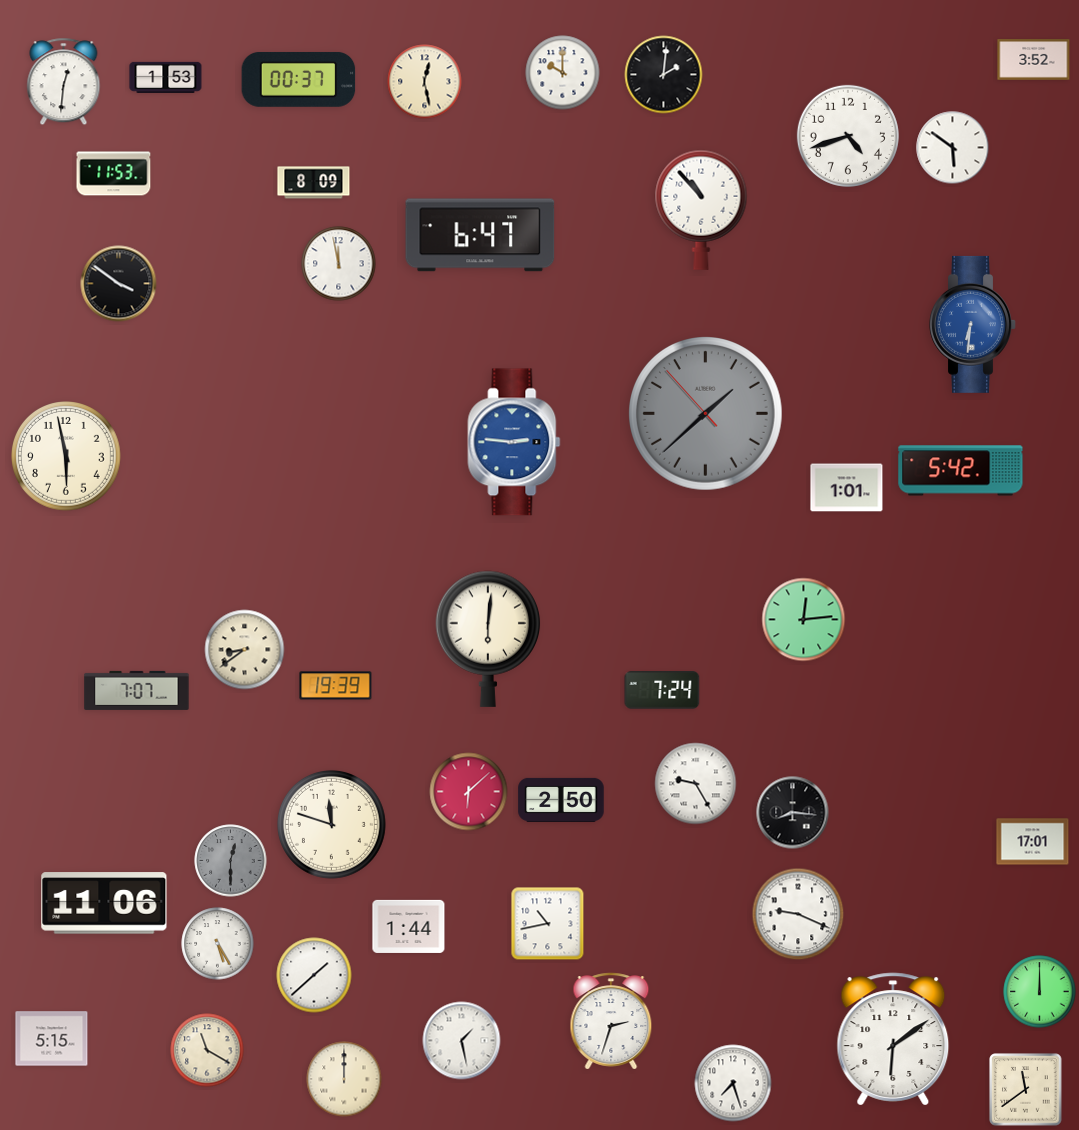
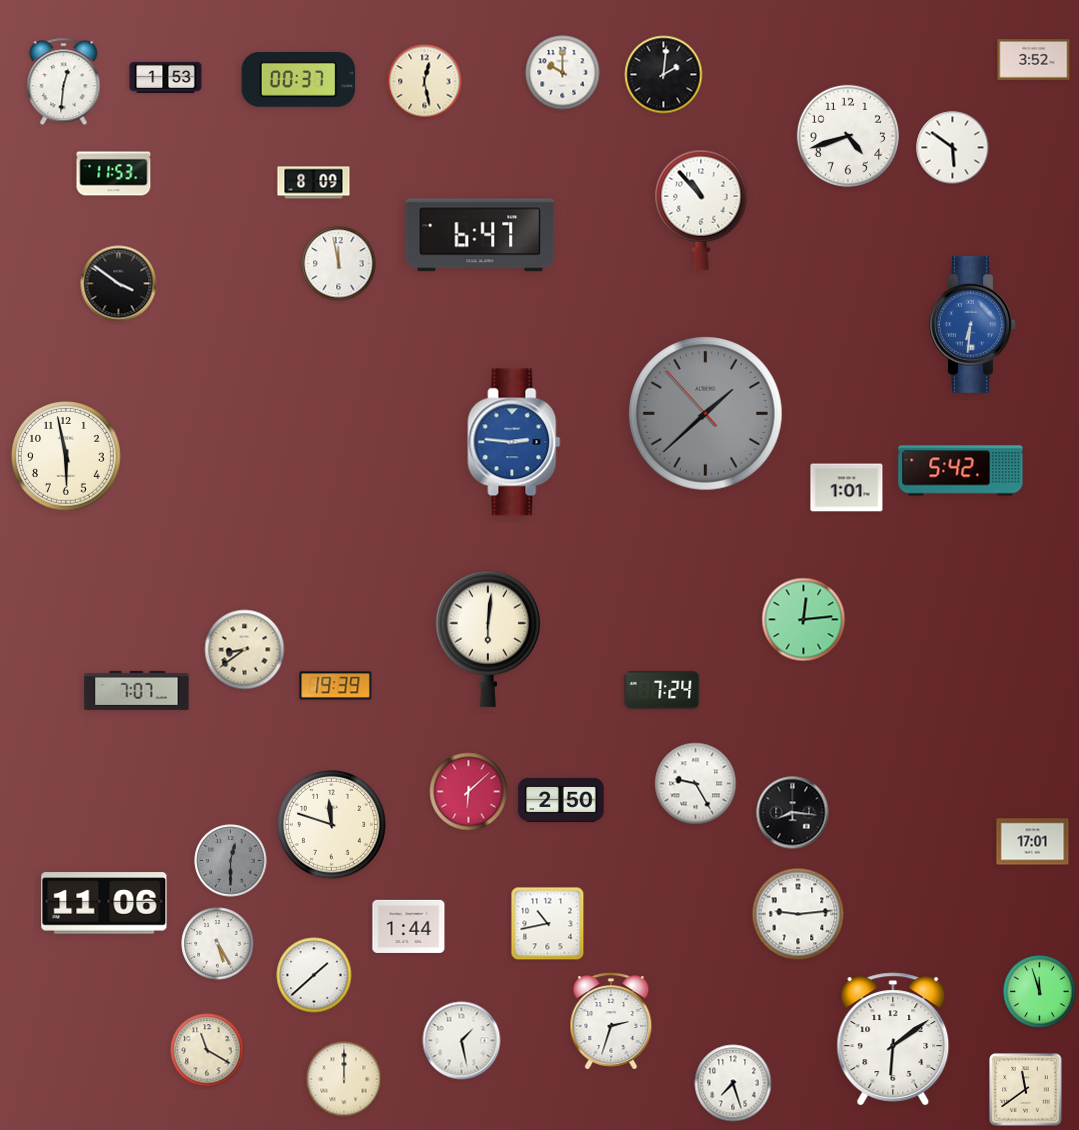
clock at (798, 914): 9:19 -> 9:14
clock at (1040, 992): 12:00 -> 11:57
clock at (52, 1039): 5:15 -> none
